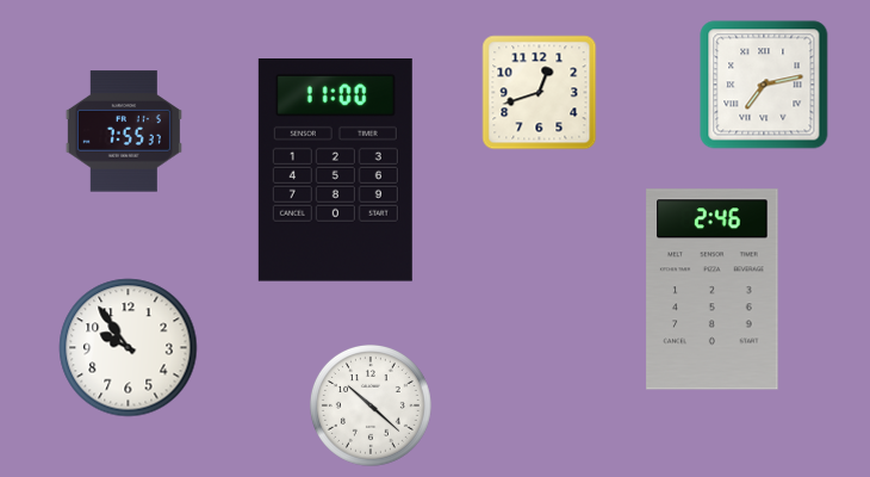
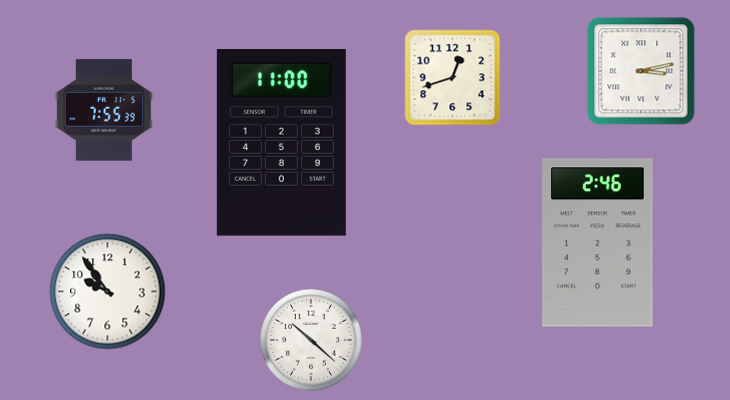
clock at (764, 85): 7:13 -> 3:13
clock at (124, 131): 7:55:37 -> 7:55:39
